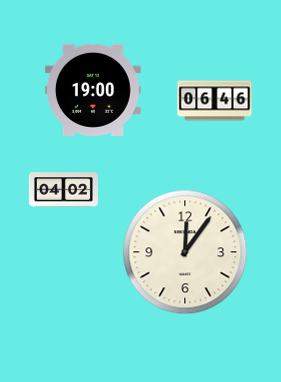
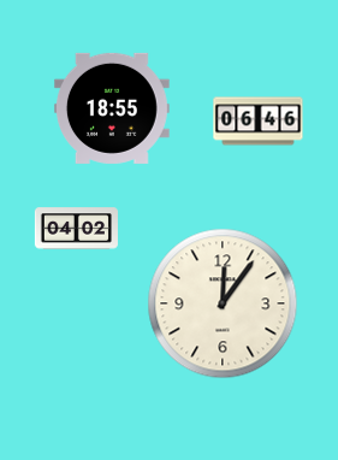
clock at (93, 90): 19:00 -> 18:55
